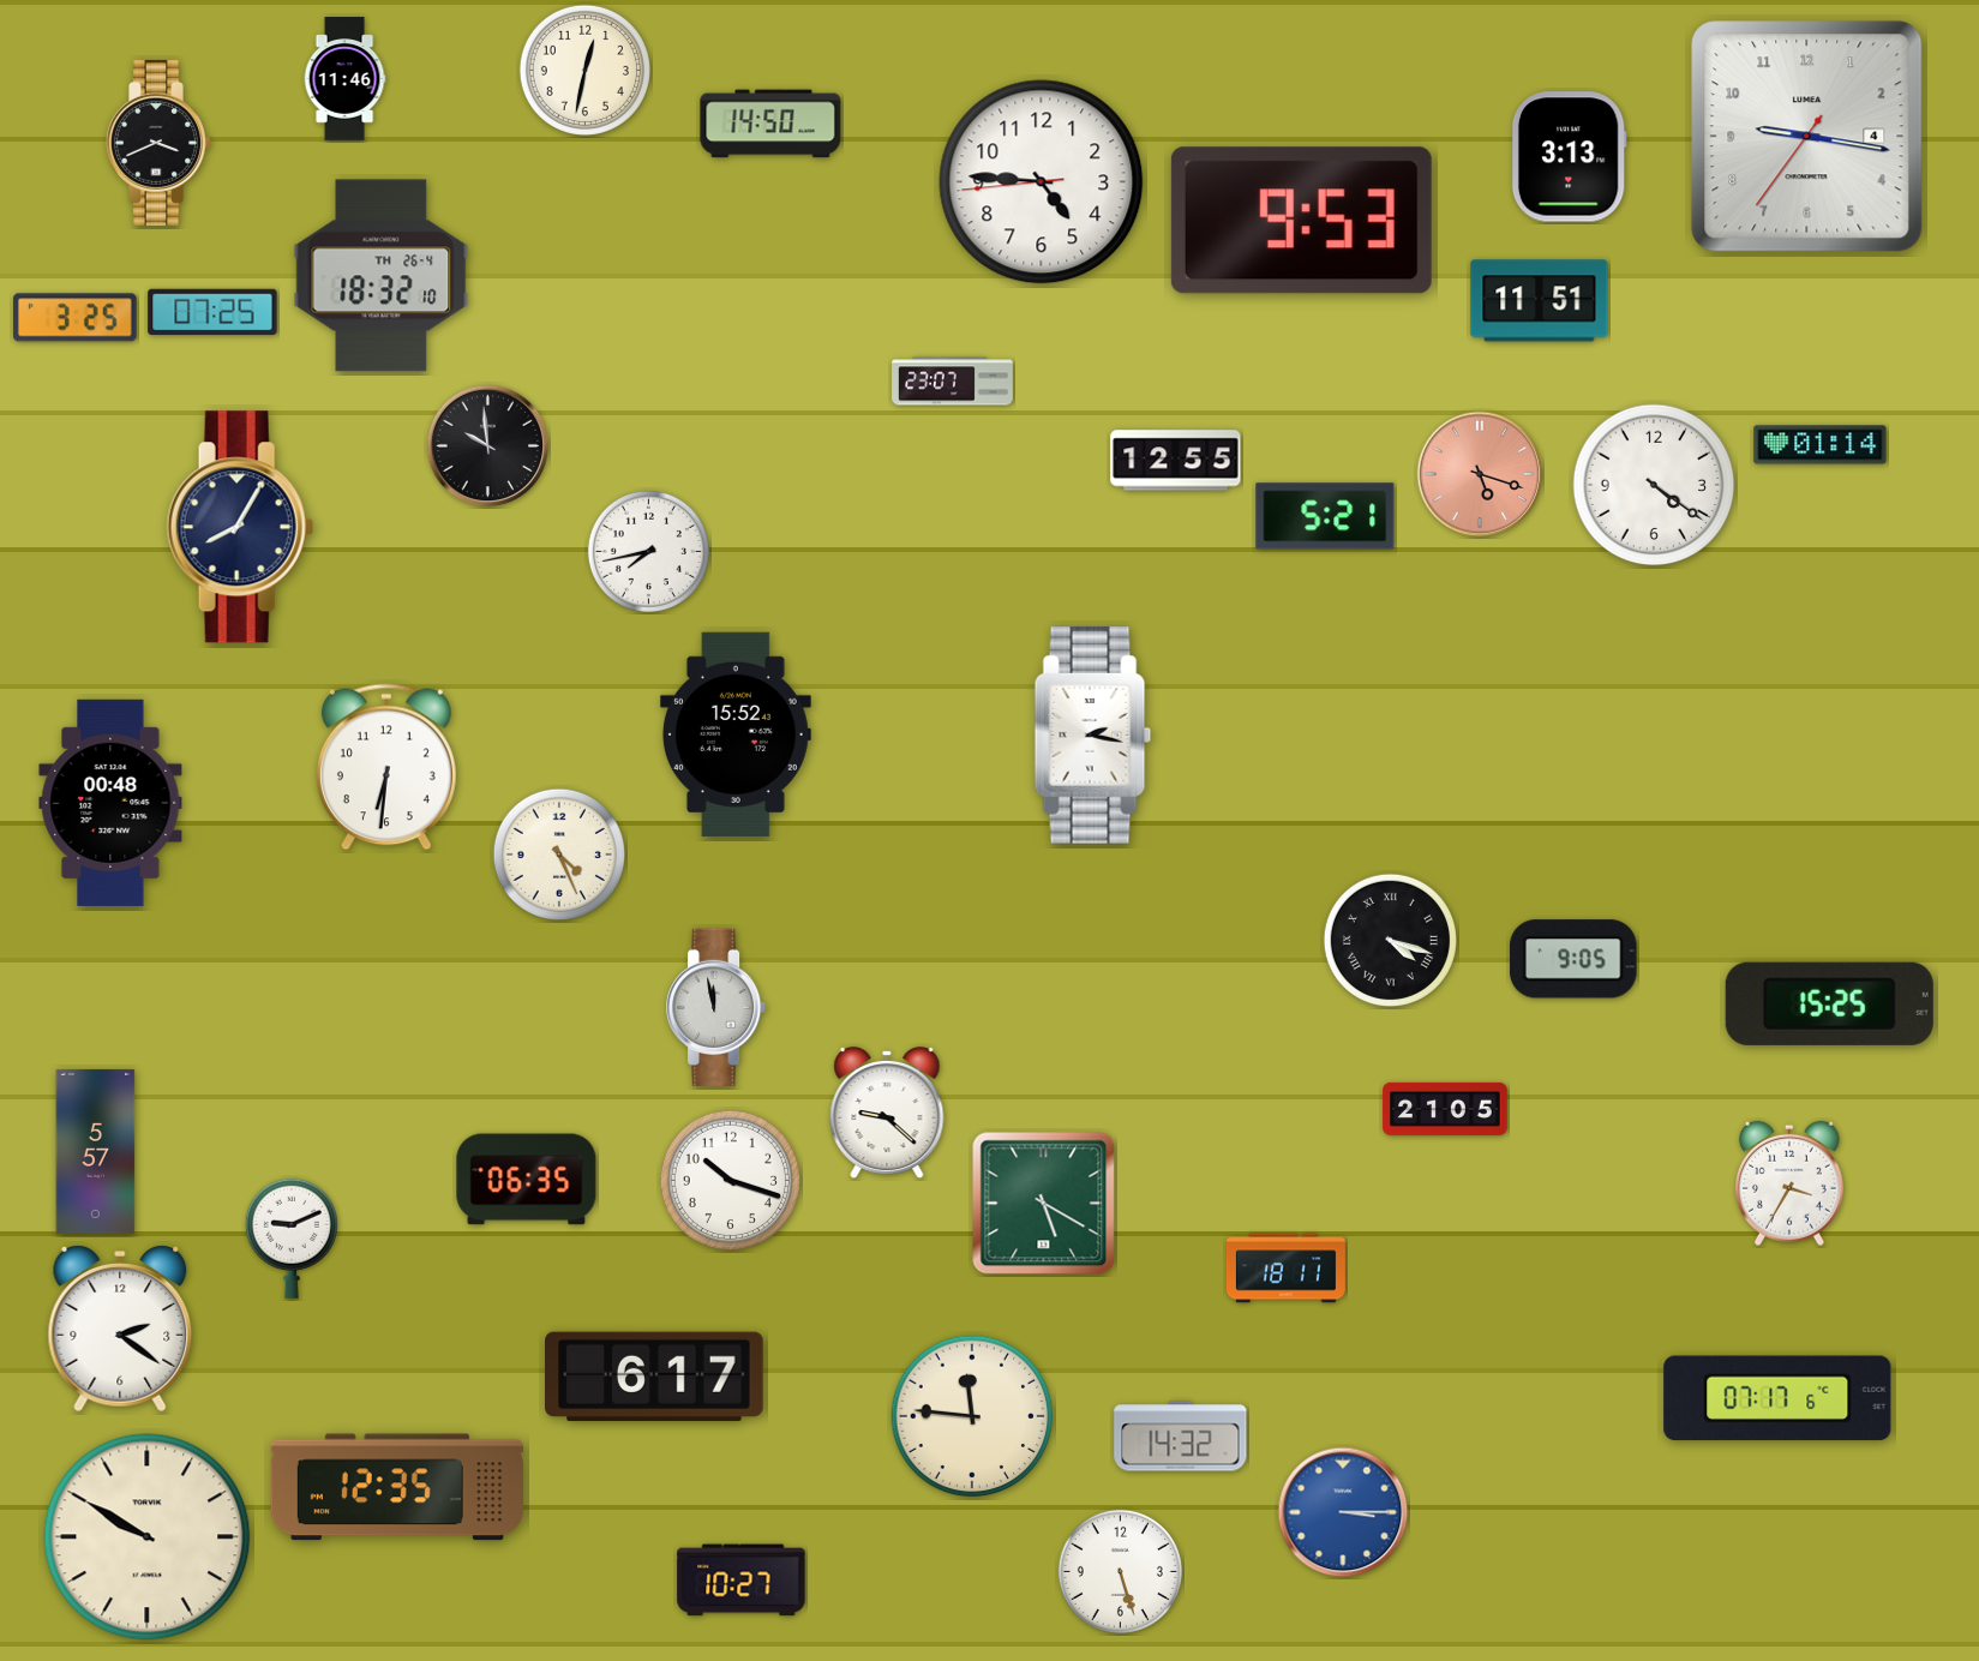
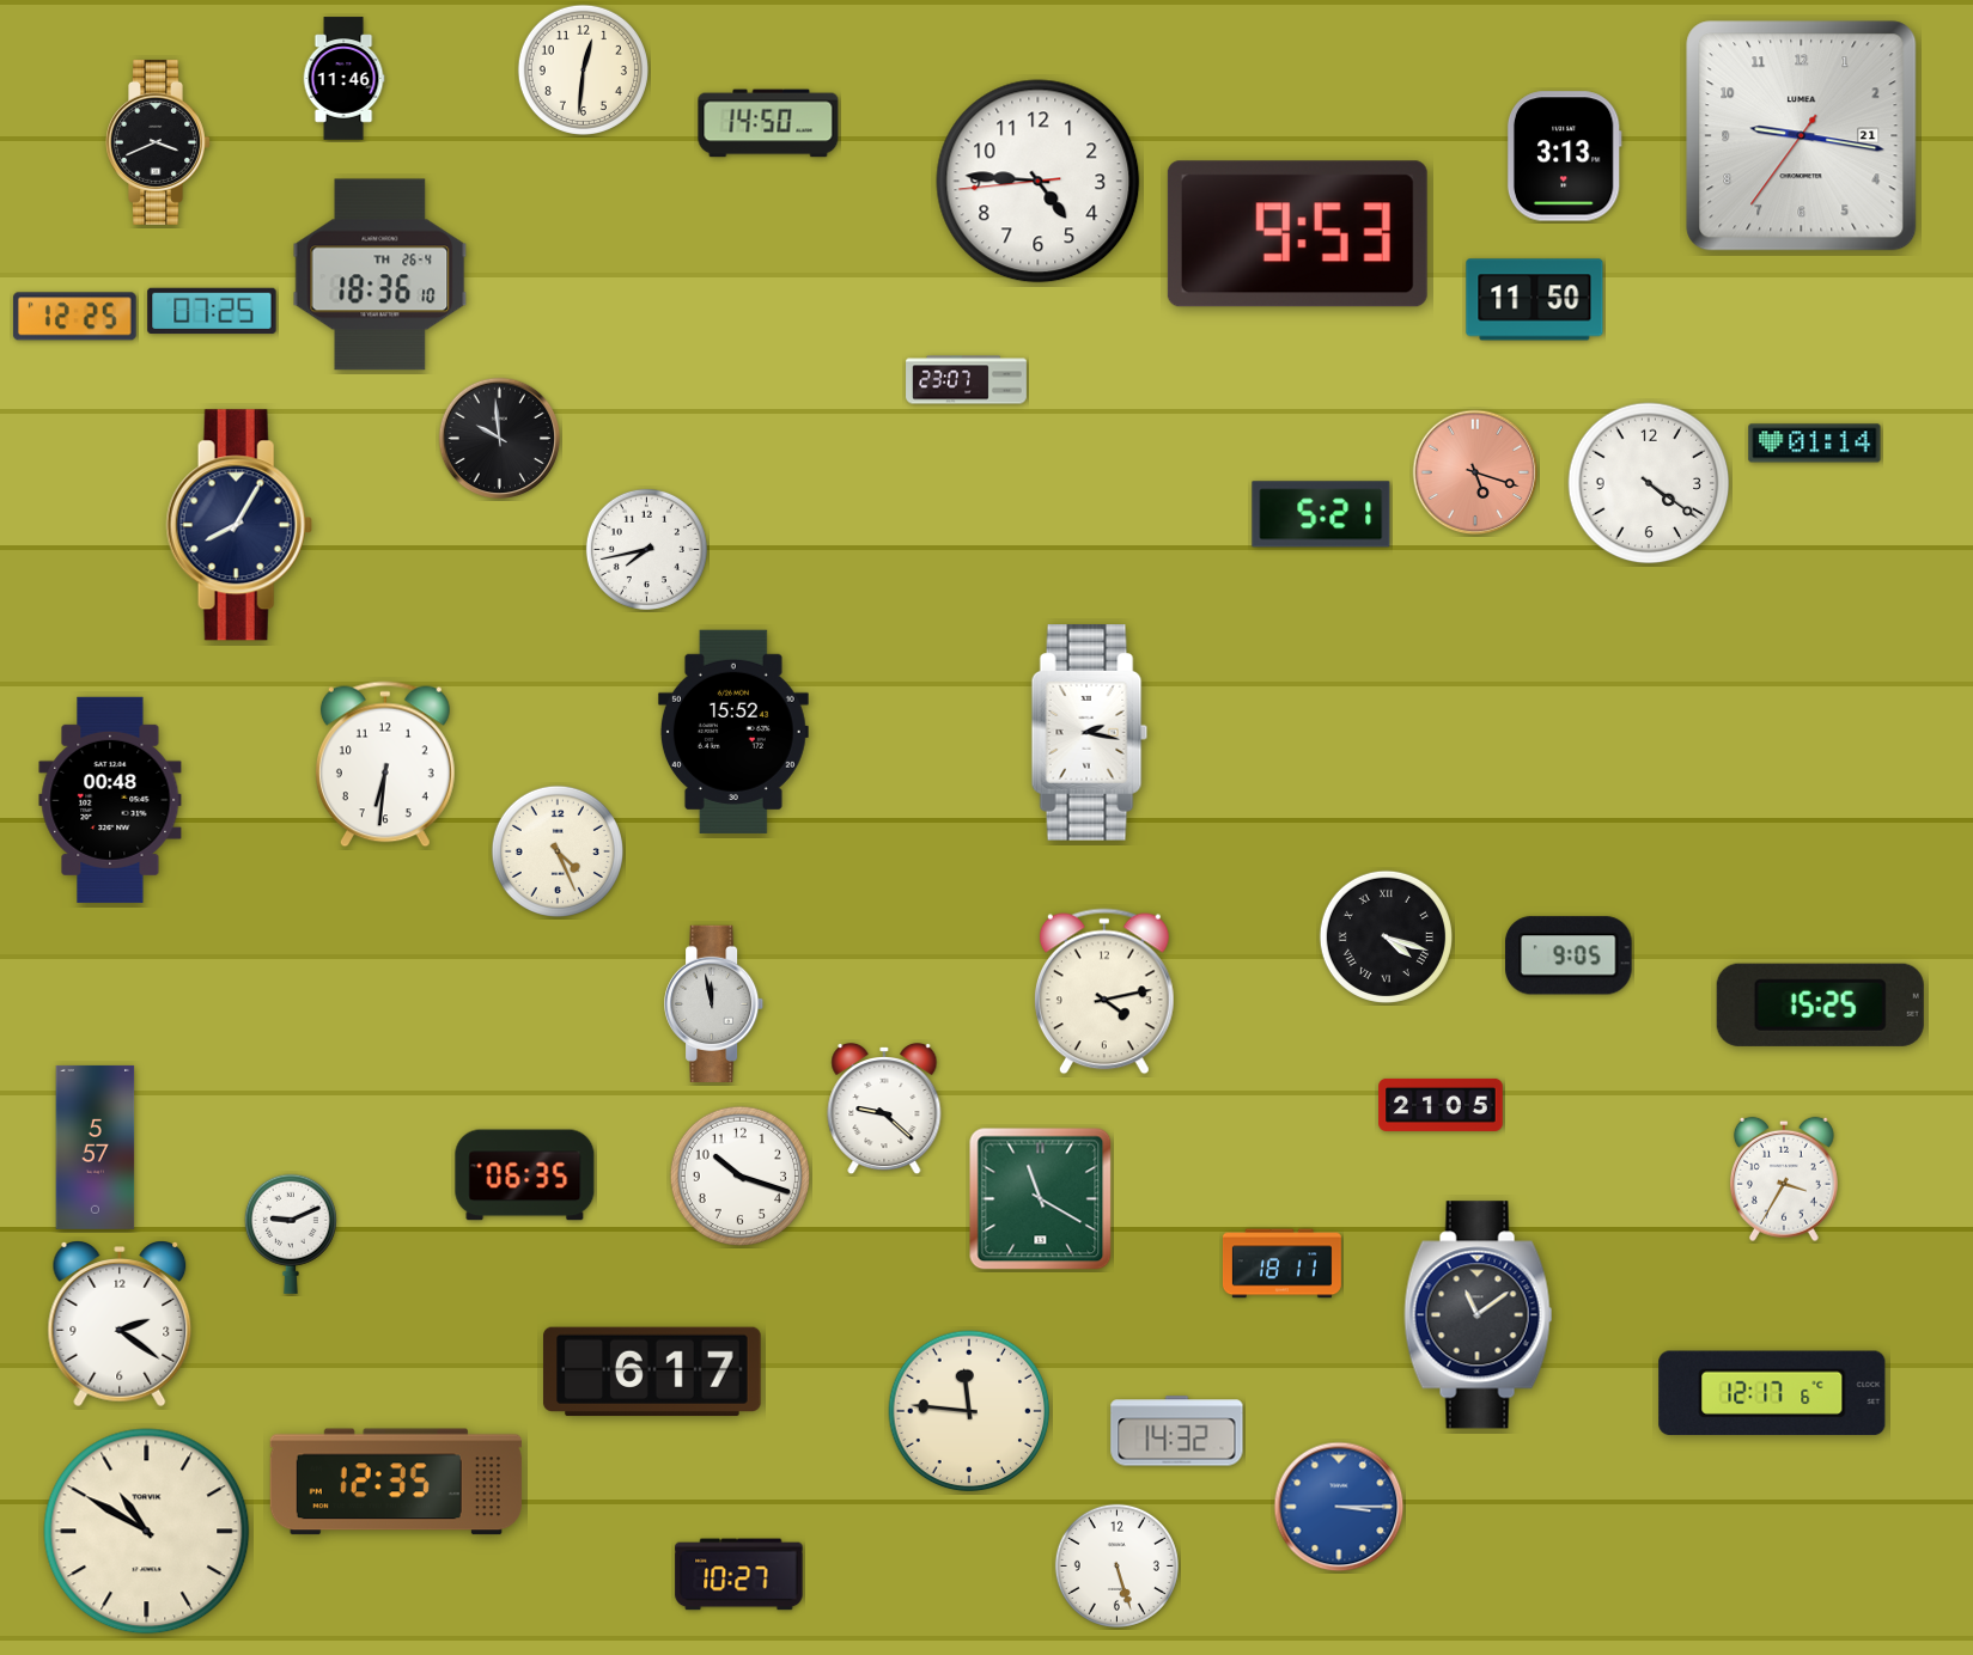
clock at (584, 70): 12:32 -> 12:31
clock at (1807, 137) date: 4 -> 21
clock at (1301, 221) position: (1301, 221) -> (1297, 234)
clock at (382, 276): 18:32 -> 18:36
clock at (1540, 301): 11:51 -> 11:50
clock at (76, 318): 3:25 -> 12:25
clock at (953, 382) position: (953, 382) -> (967, 380)
clock at (488, 446) position: (488, 446) -> (500, 439)
clock at (1176, 461): 12:55 -> none
clock at (1104, 991): none -> 4:13
clock at (1829, 1003) position: (1829, 1003) -> (1820, 1004)
clock at (730, 1180) position: (730, 1180) -> (739, 1175)
clock at (1044, 1204): 5:20 -> 11:20
clock at (1479, 1315): none -> 11:09
clock at (1777, 1398): 07:17 -> 12:17
clock at (148, 1537): 9:50 -> 10:50
